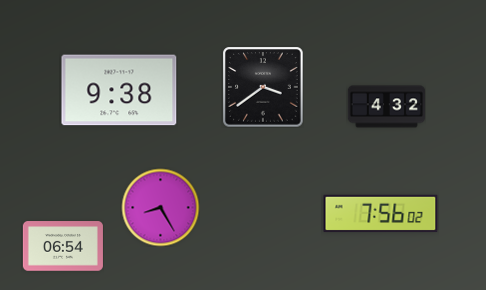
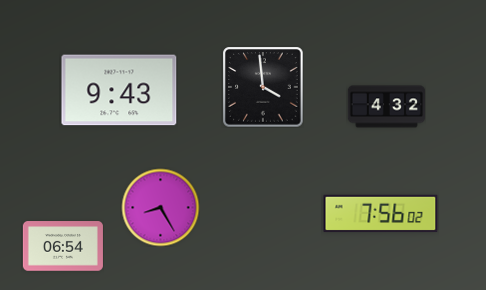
clock at (263, 87): 3:39 -> 3:59
clock at (119, 90): 9:38 -> 9:43
